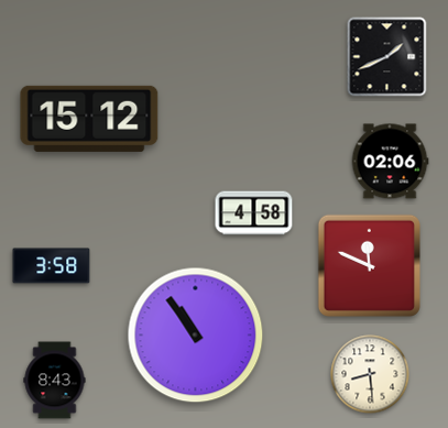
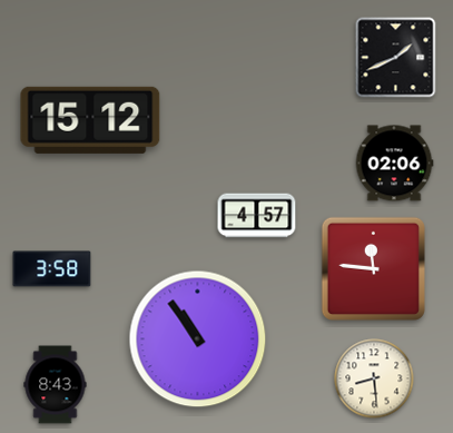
clock at (387, 57) position: (387, 57) -> (396, 58)
clock at (254, 213): 4:58 -> 4:57
clock at (369, 265): 11:49 -> 11:46
